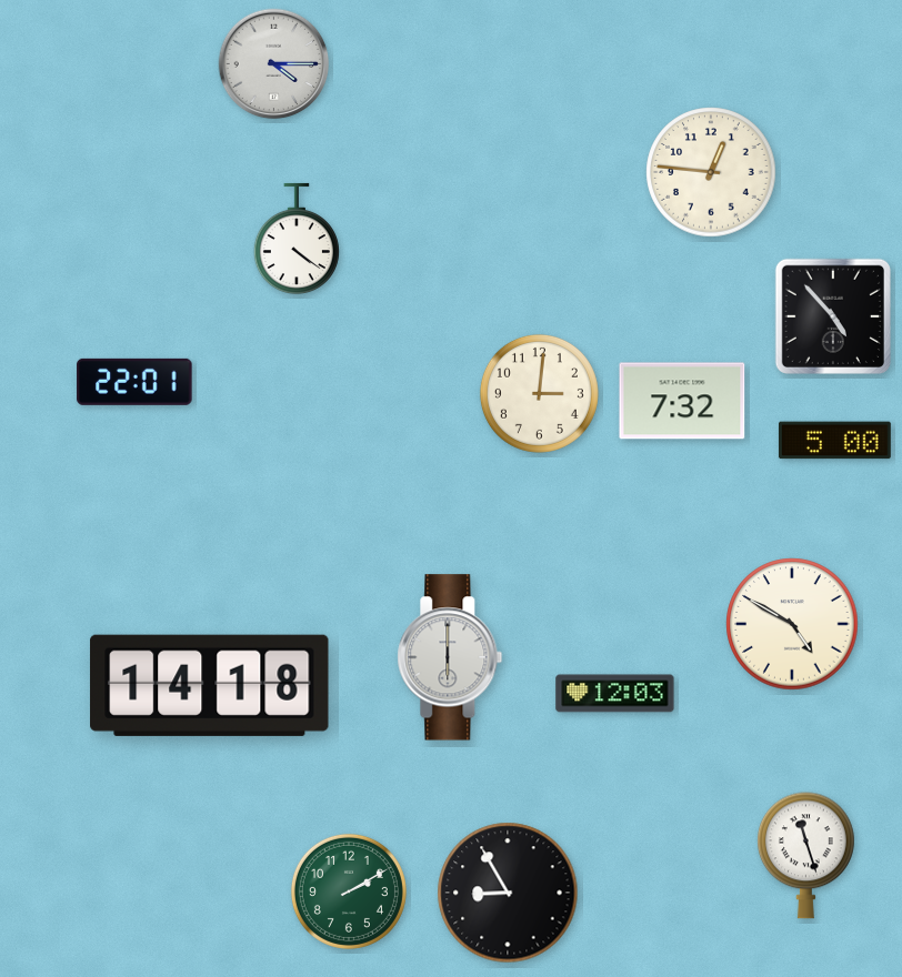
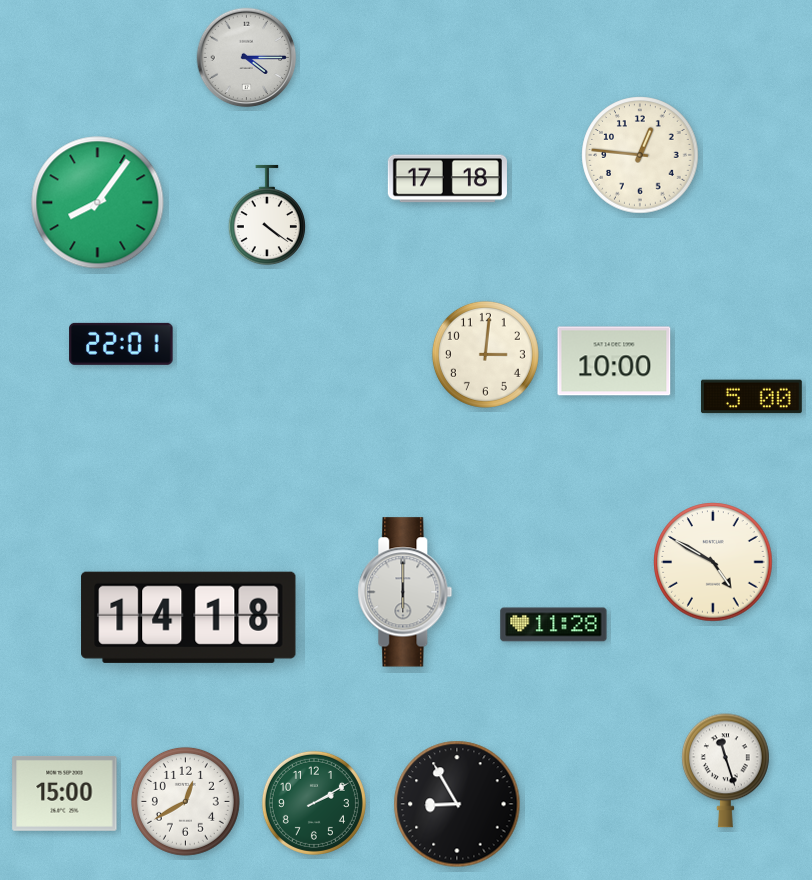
clock at (447, 179): none -> 17:18
clock at (98, 203): none -> 8:06
clock at (833, 316): 4:53 -> none
clock at (682, 401): 7:32 -> 10:00
clock at (615, 694): 12:03 -> 11:28
clock at (65, 793): none -> 15:00
clock at (185, 801): none -> 12:40
